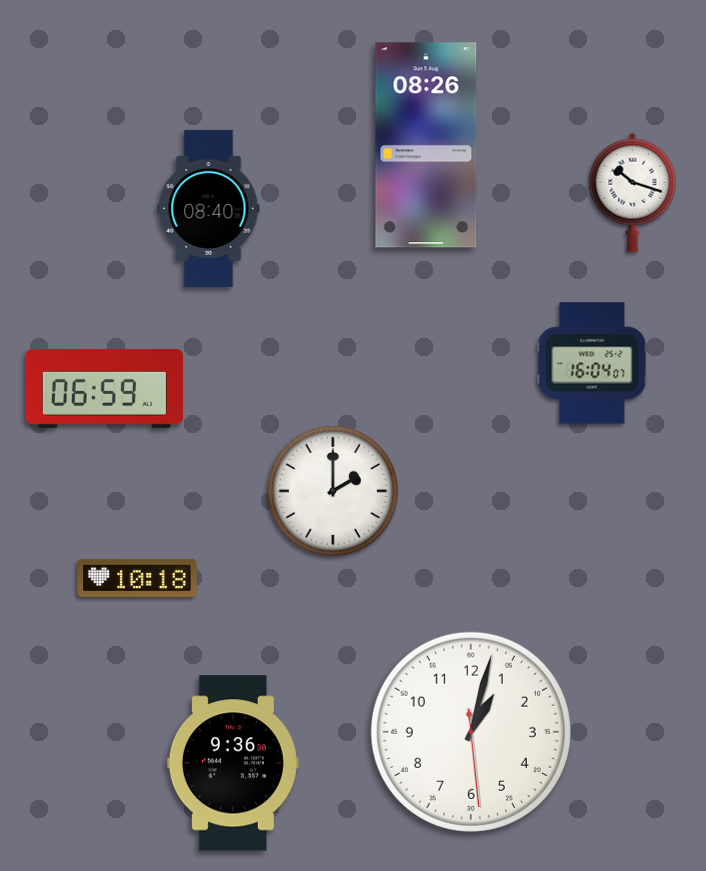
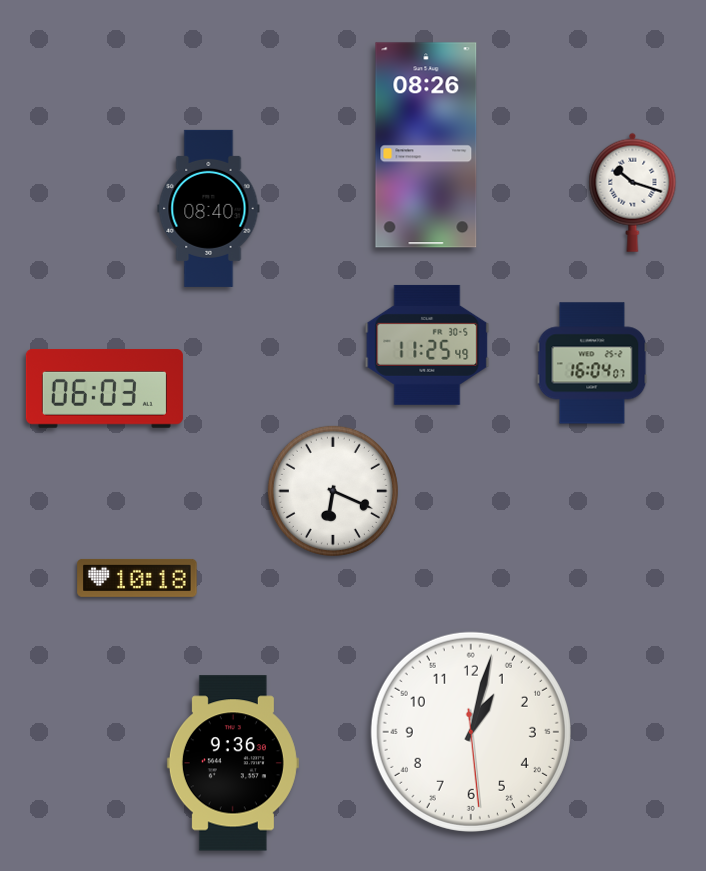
clock at (427, 345): none -> 11:25
clock at (104, 389): 06:59 -> 06:03
clock at (333, 491): 2:00 -> 6:19
